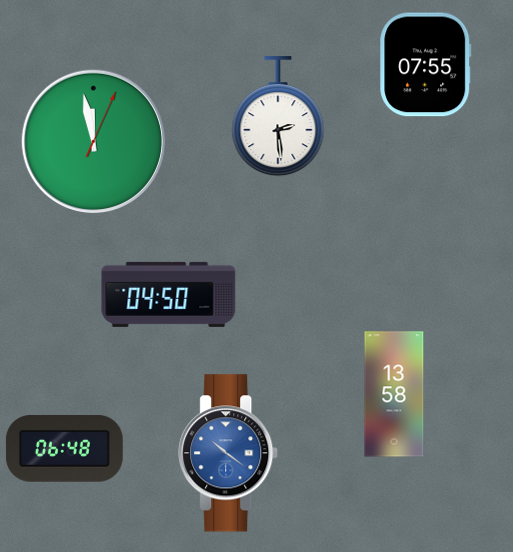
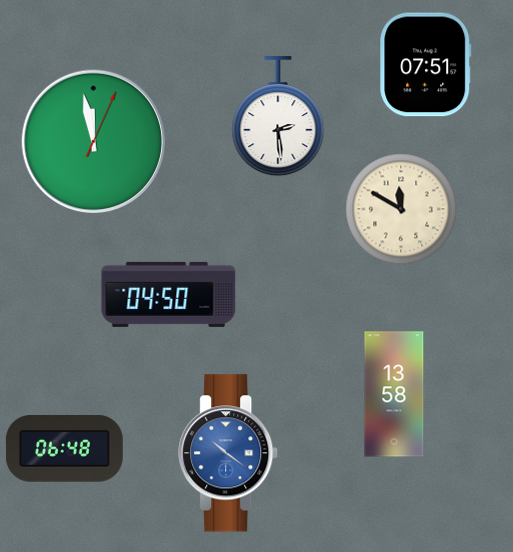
clock at (426, 65): 07:55 -> 07:51
clock at (401, 209): none -> 11:50
